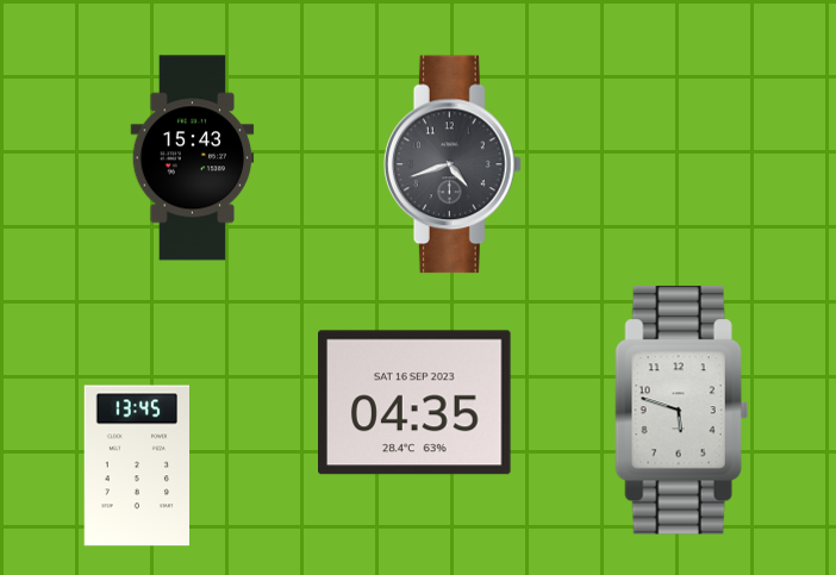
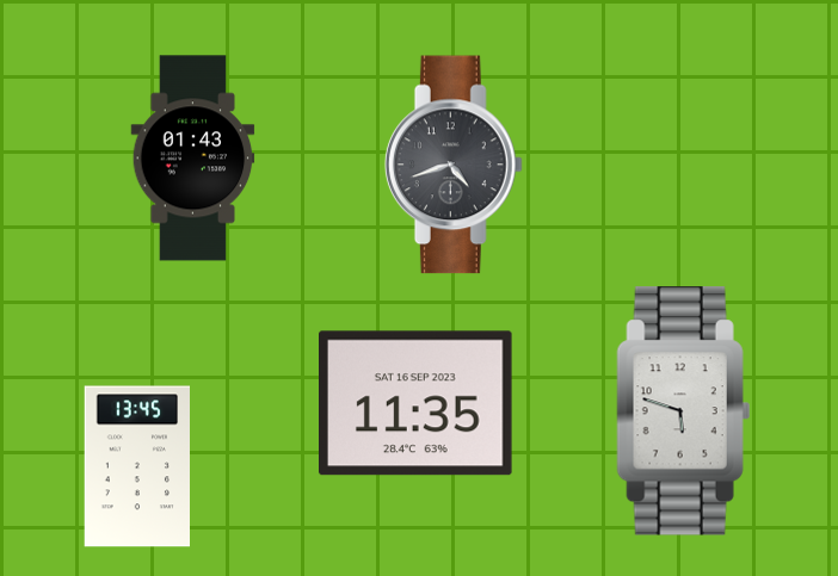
clock at (193, 158): 15:43 -> 01:43
clock at (416, 402): 04:35 -> 11:35
